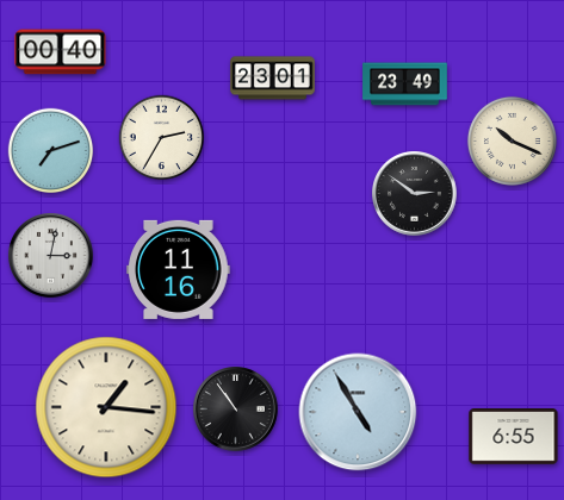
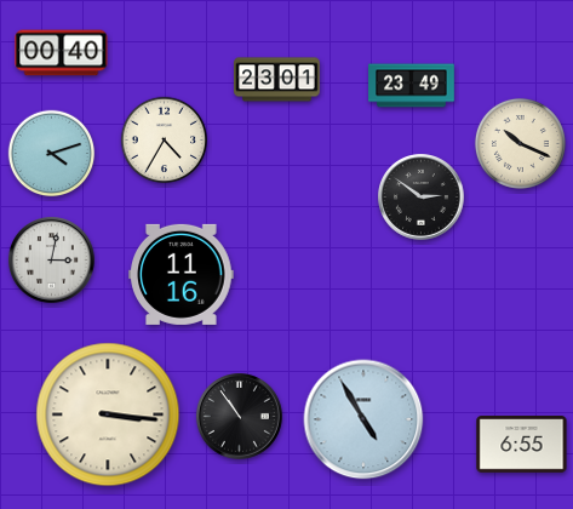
clock at (162, 138): 2:35 -> 4:35
clock at (51, 151): 7:12 -> 4:12
clock at (106, 407): 1:16 -> 3:16
